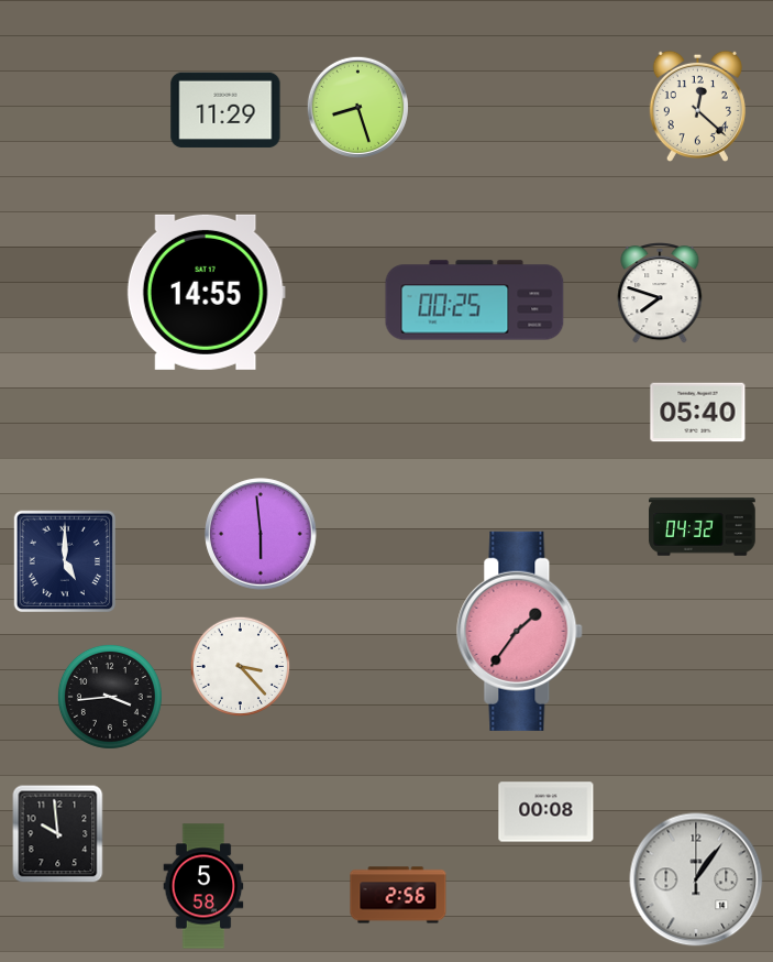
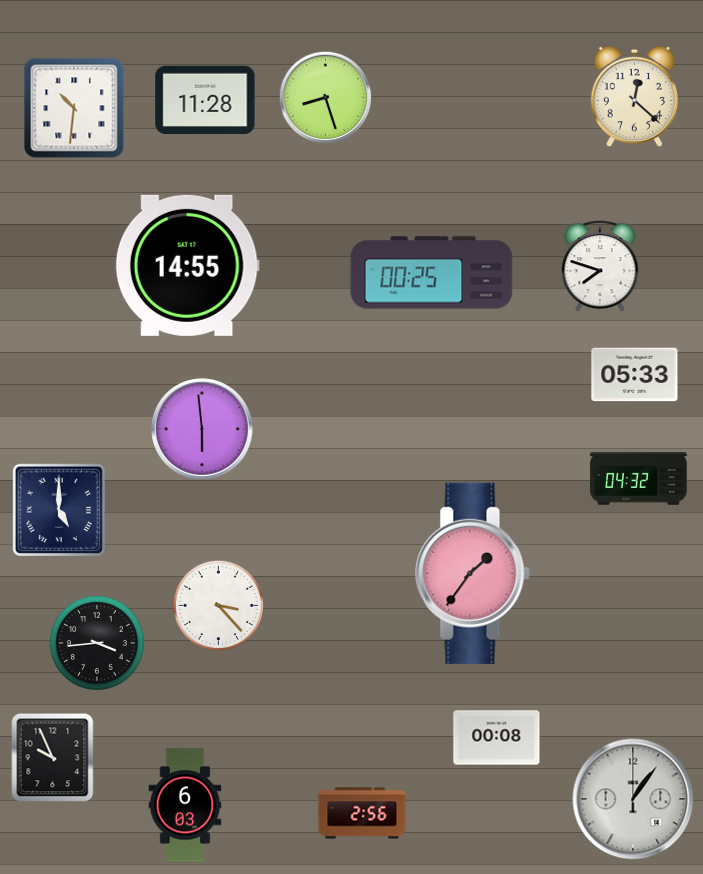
clock at (225, 110): 11:29 -> 11:28
clock at (74, 108): none -> 10:31
clock at (698, 413): 05:40 -> 05:33
clock at (261, 534) position: (261, 534) -> (202, 429)
clock at (110, 697) position: (110, 697) -> (97, 643)
clock at (58, 834): 9:59 -> 9:56
clock at (203, 886): 5:58 -> 6:03
